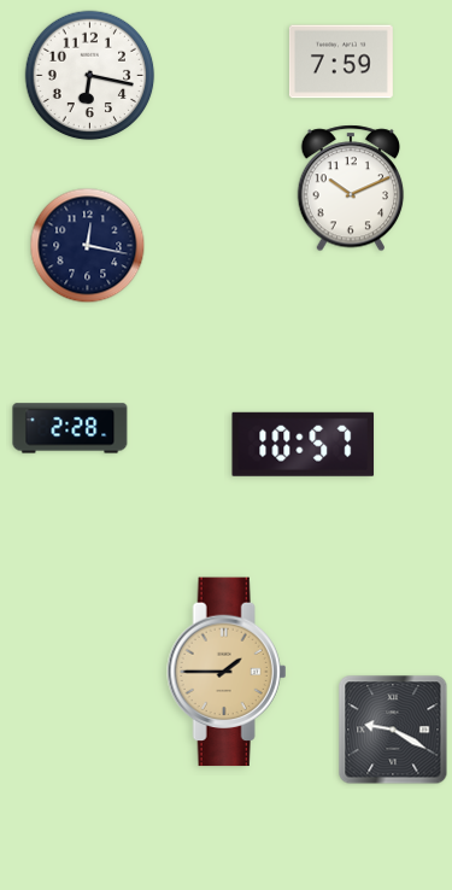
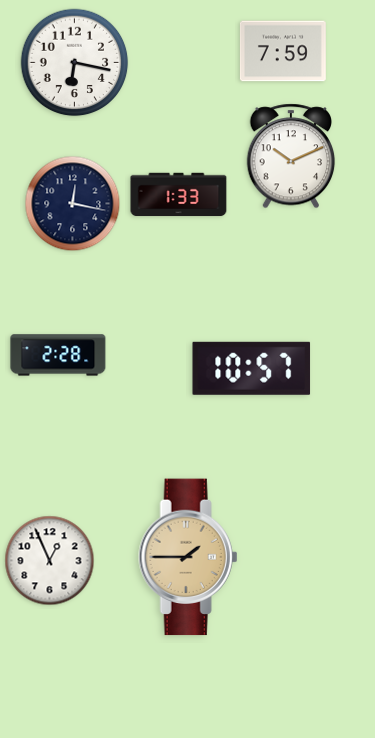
clock at (179, 195): none -> 1:33
clock at (50, 561): none -> 12:56
clock at (393, 730): 9:20 -> none
